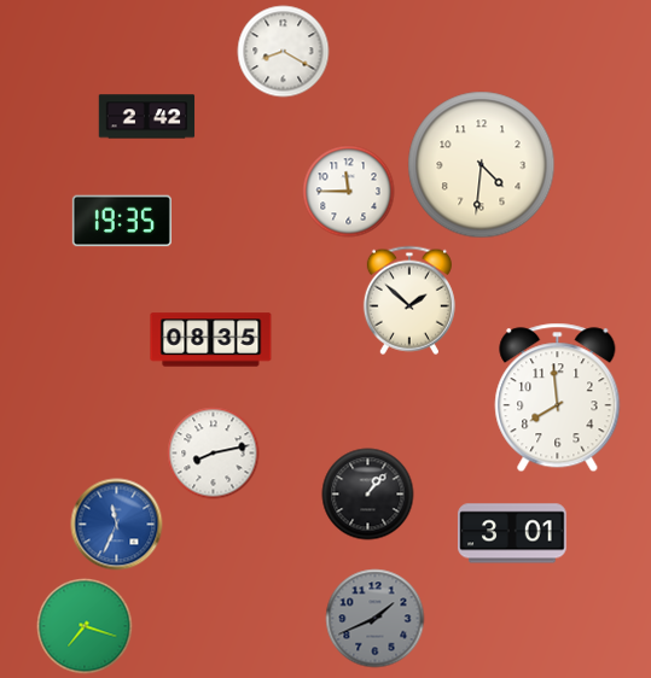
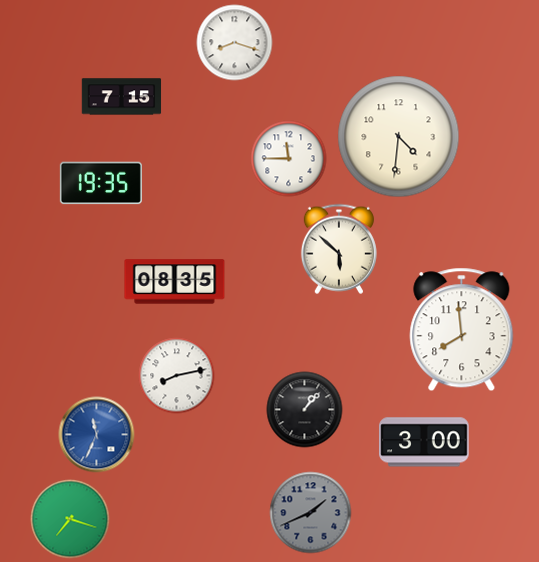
clock at (284, 52): 8:20 -> 8:18
clock at (147, 117): 2:42 -> 7:15
clock at (409, 300): 1:52 -> 5:52
clock at (512, 533): 3:01 -> 3:00
